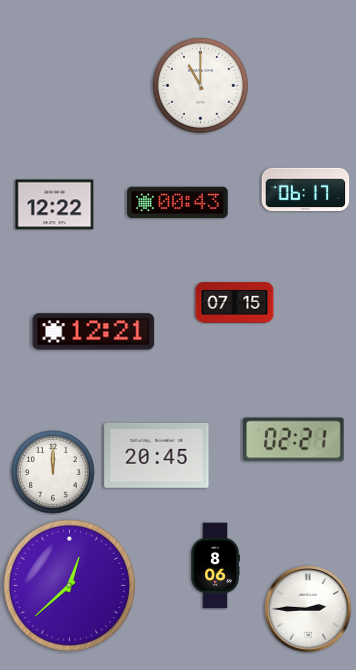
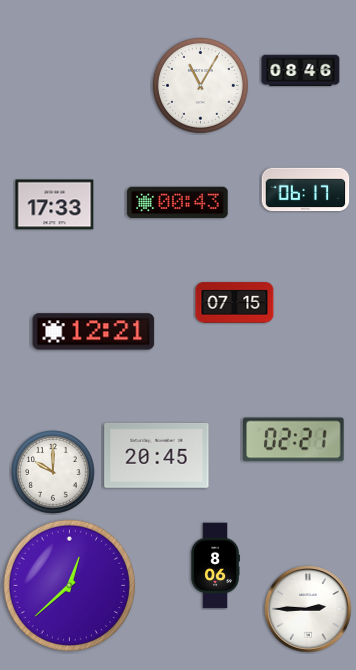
clock at (301, 71): none -> 08:46
clock at (200, 85): 11:00 -> 11:05
clock at (55, 205): 12:22 -> 17:33
clock at (53, 472): 12:00 -> 10:00
